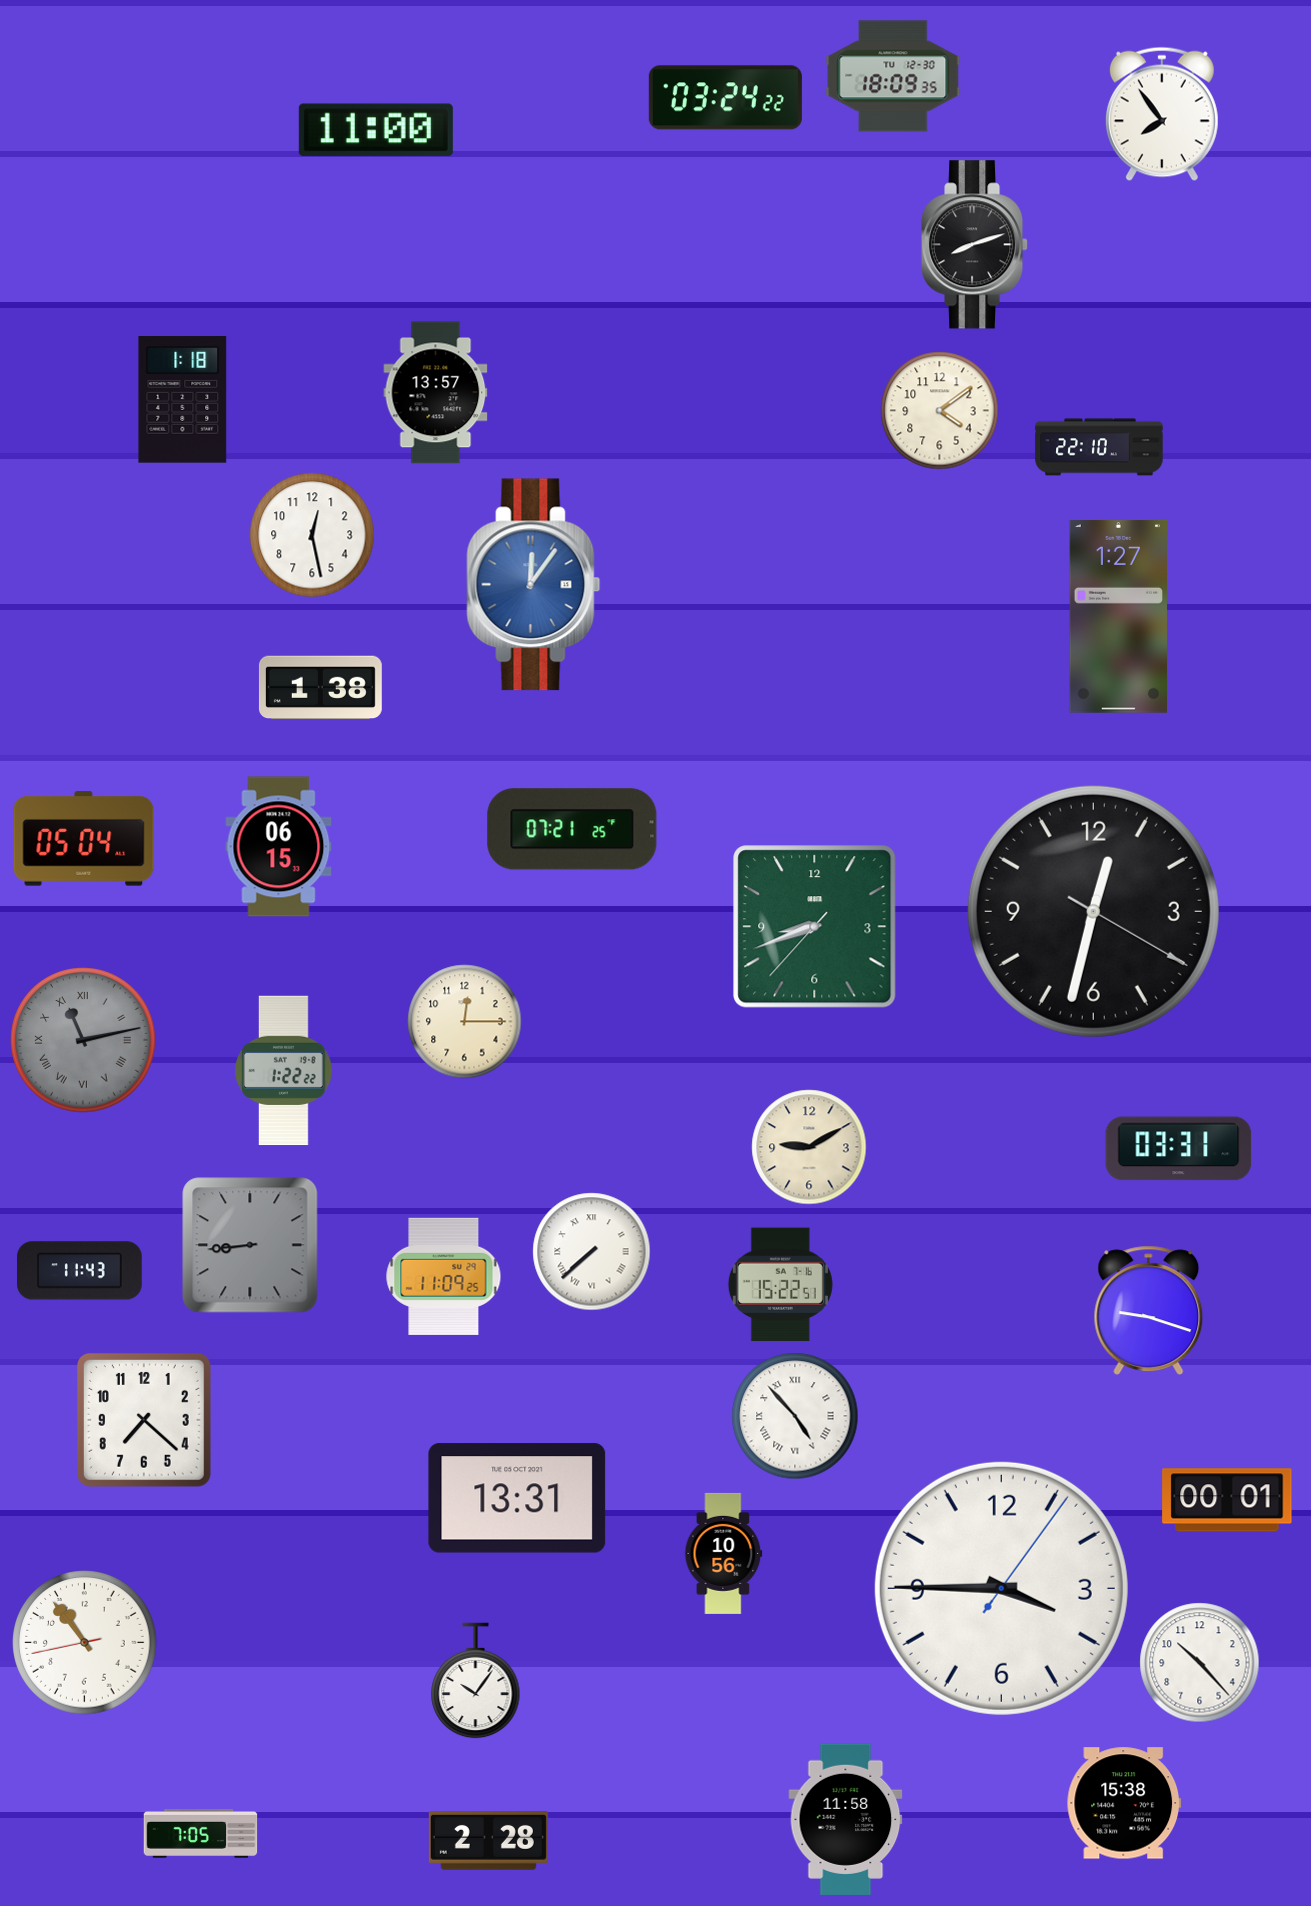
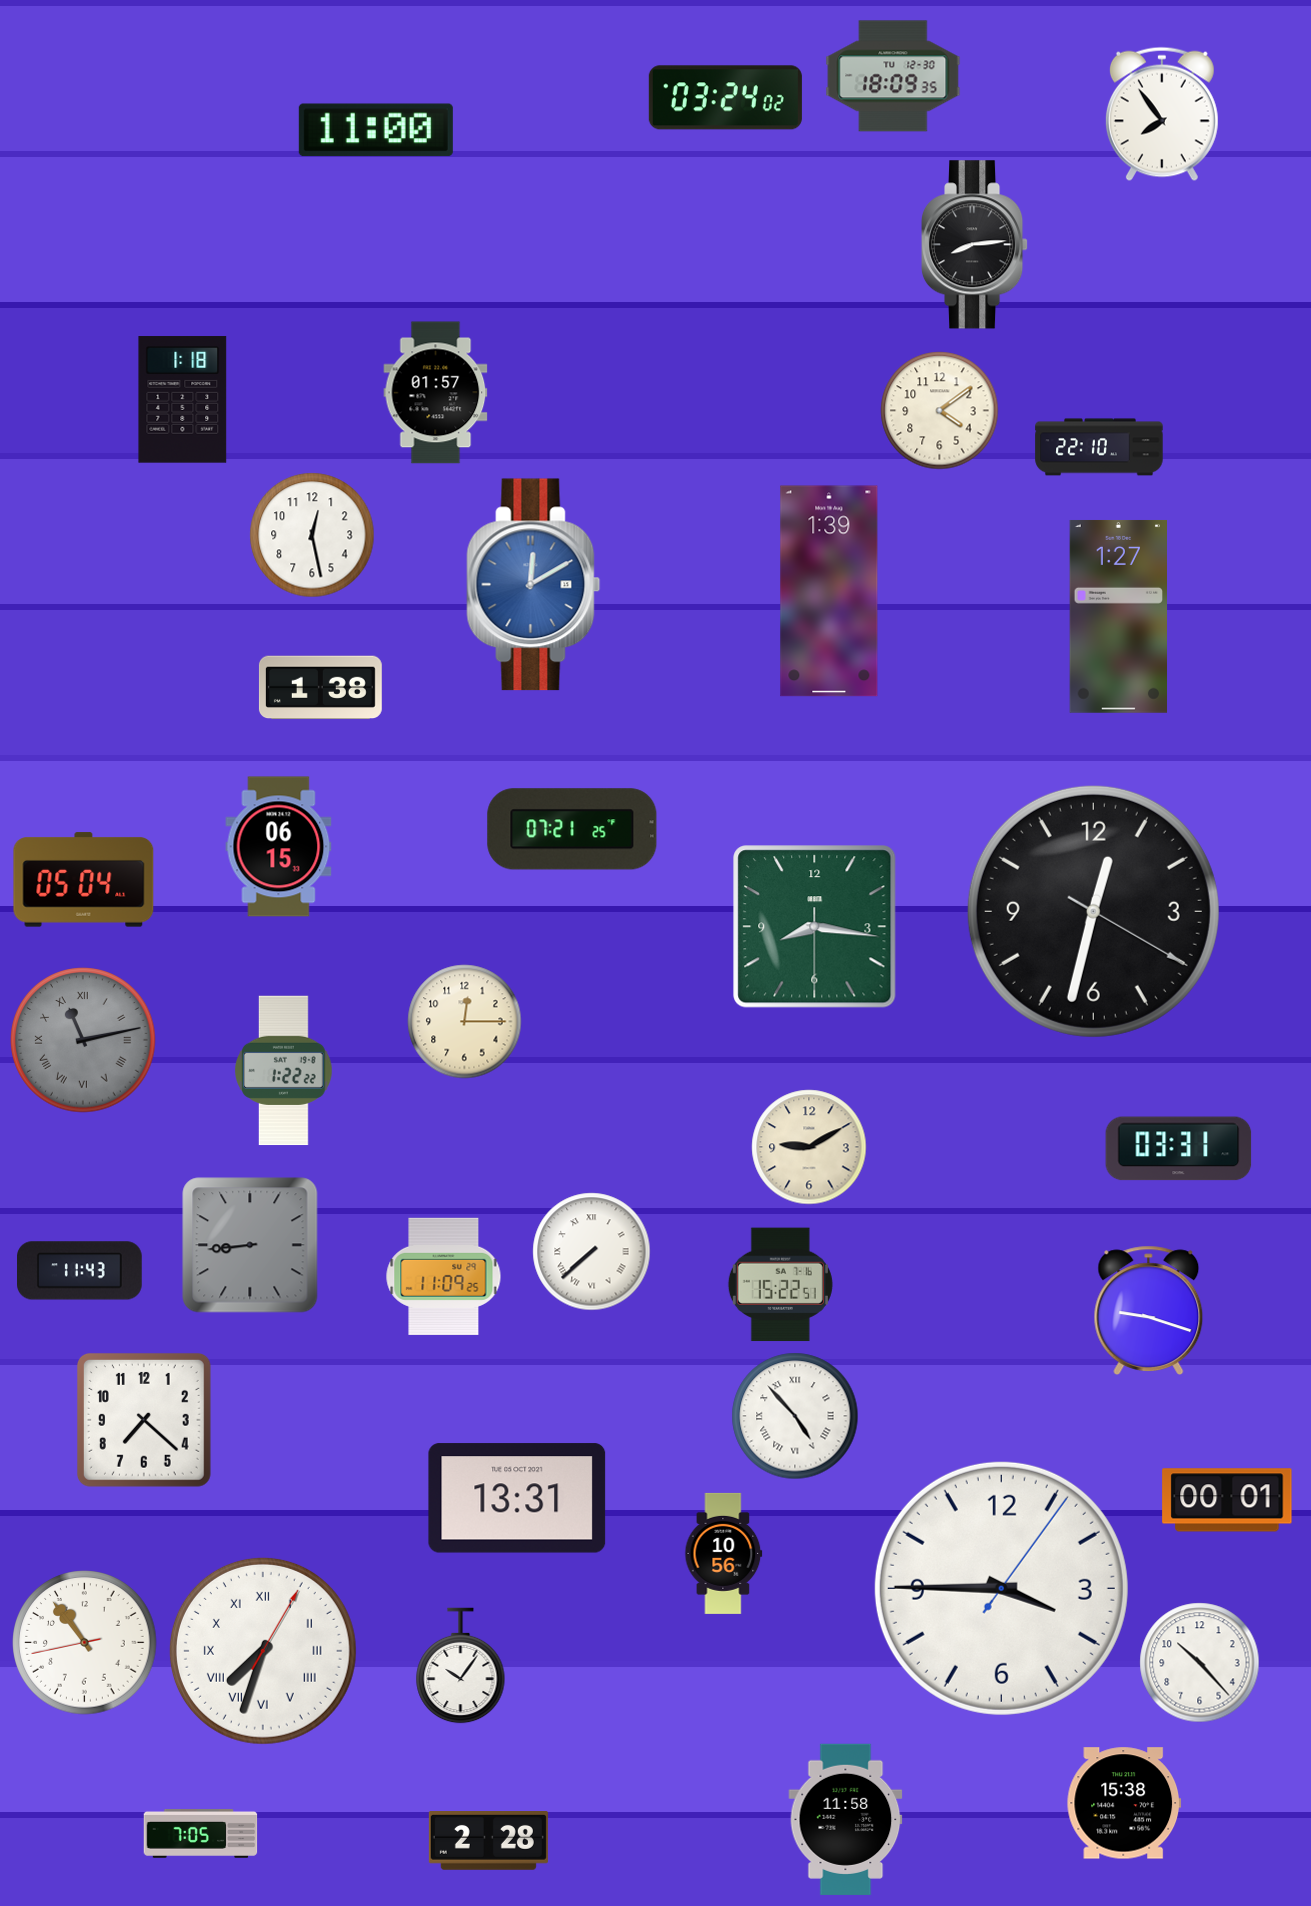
clock at (725, 98): 03:24:22 -> 03:24:02
clock at (975, 245): 8:12 -> 8:14
clock at (436, 393): 13:57 -> 01:57
clock at (534, 585): 12:06 -> 12:10
clock at (829, 591): none -> 1:39
clock at (84, 839) position: (84, 839) -> (84, 880)
clock at (815, 927): 8:41 -> 8:16
clock at (263, 1651): none -> 7:33
clock at (476, 1681) position: (476, 1681) -> (461, 1666)
